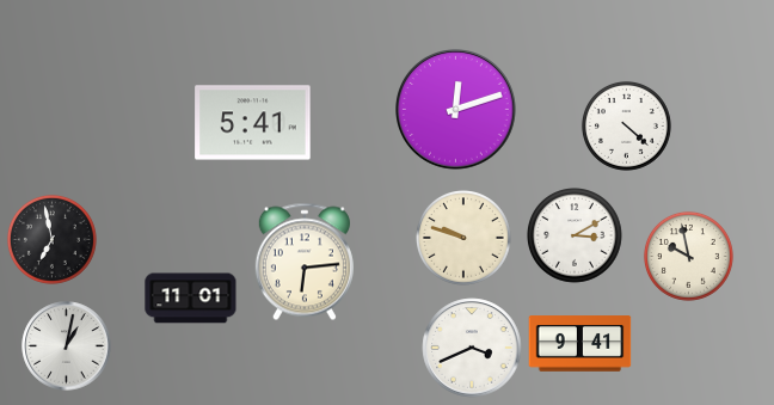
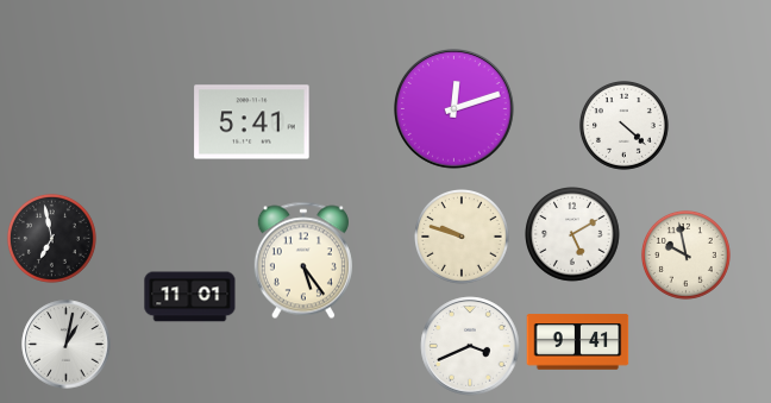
clock at (576, 237): 3:10 -> 5:10
clock at (305, 262): 6:14 -> 5:24
